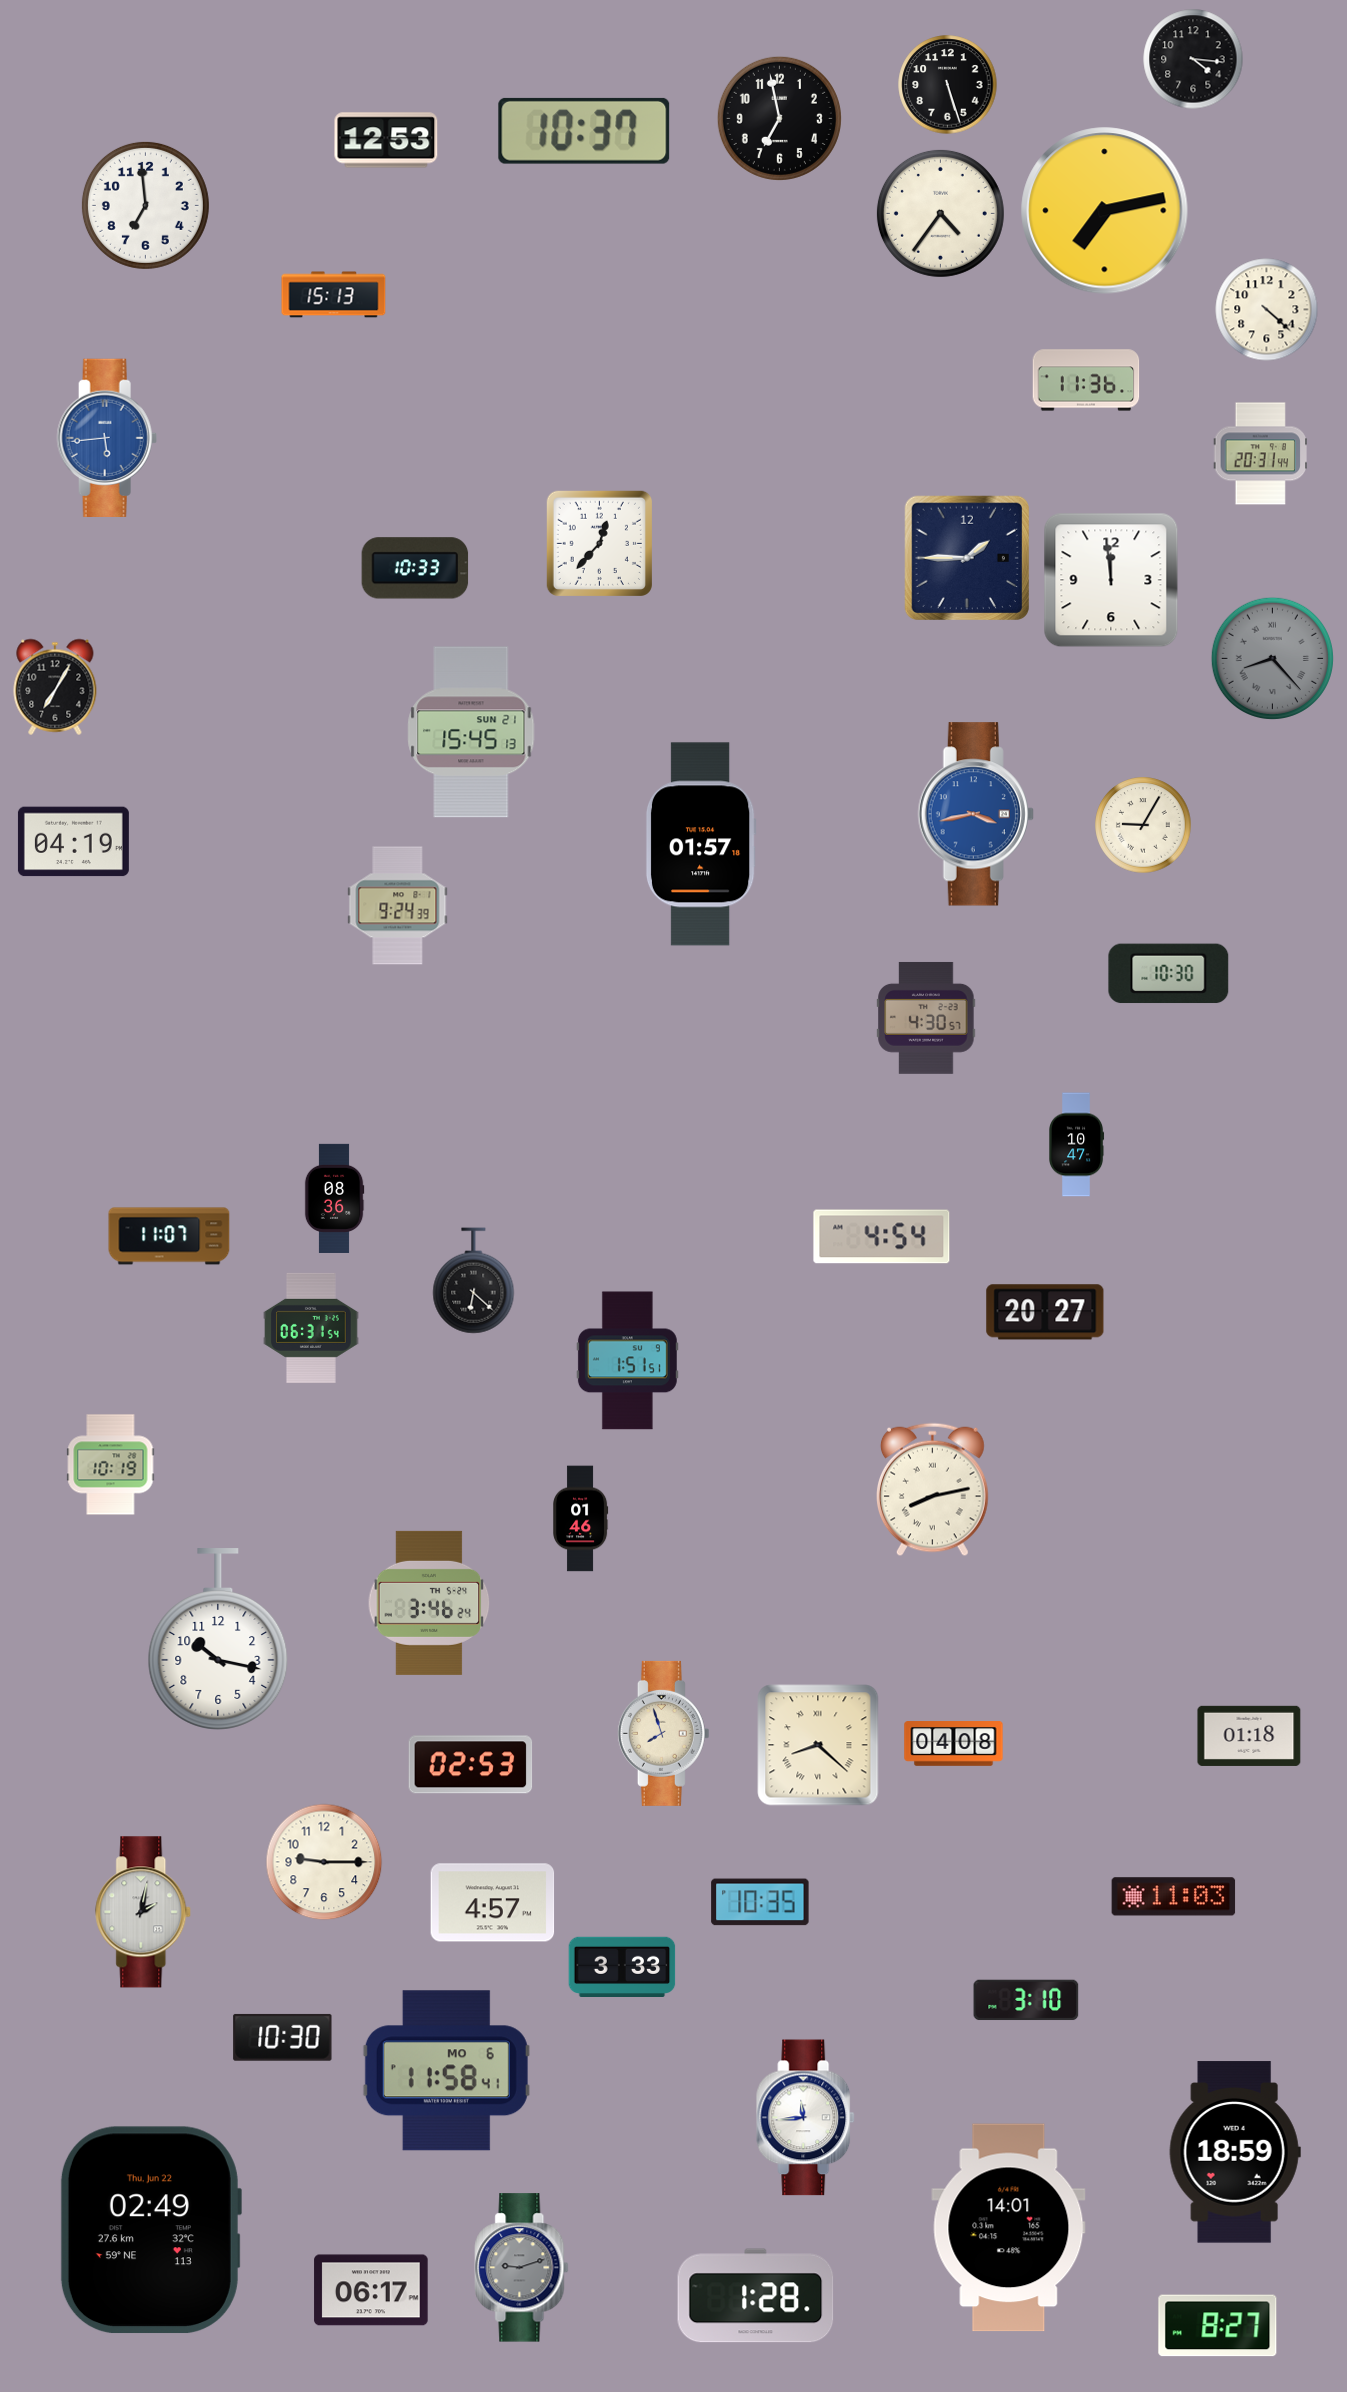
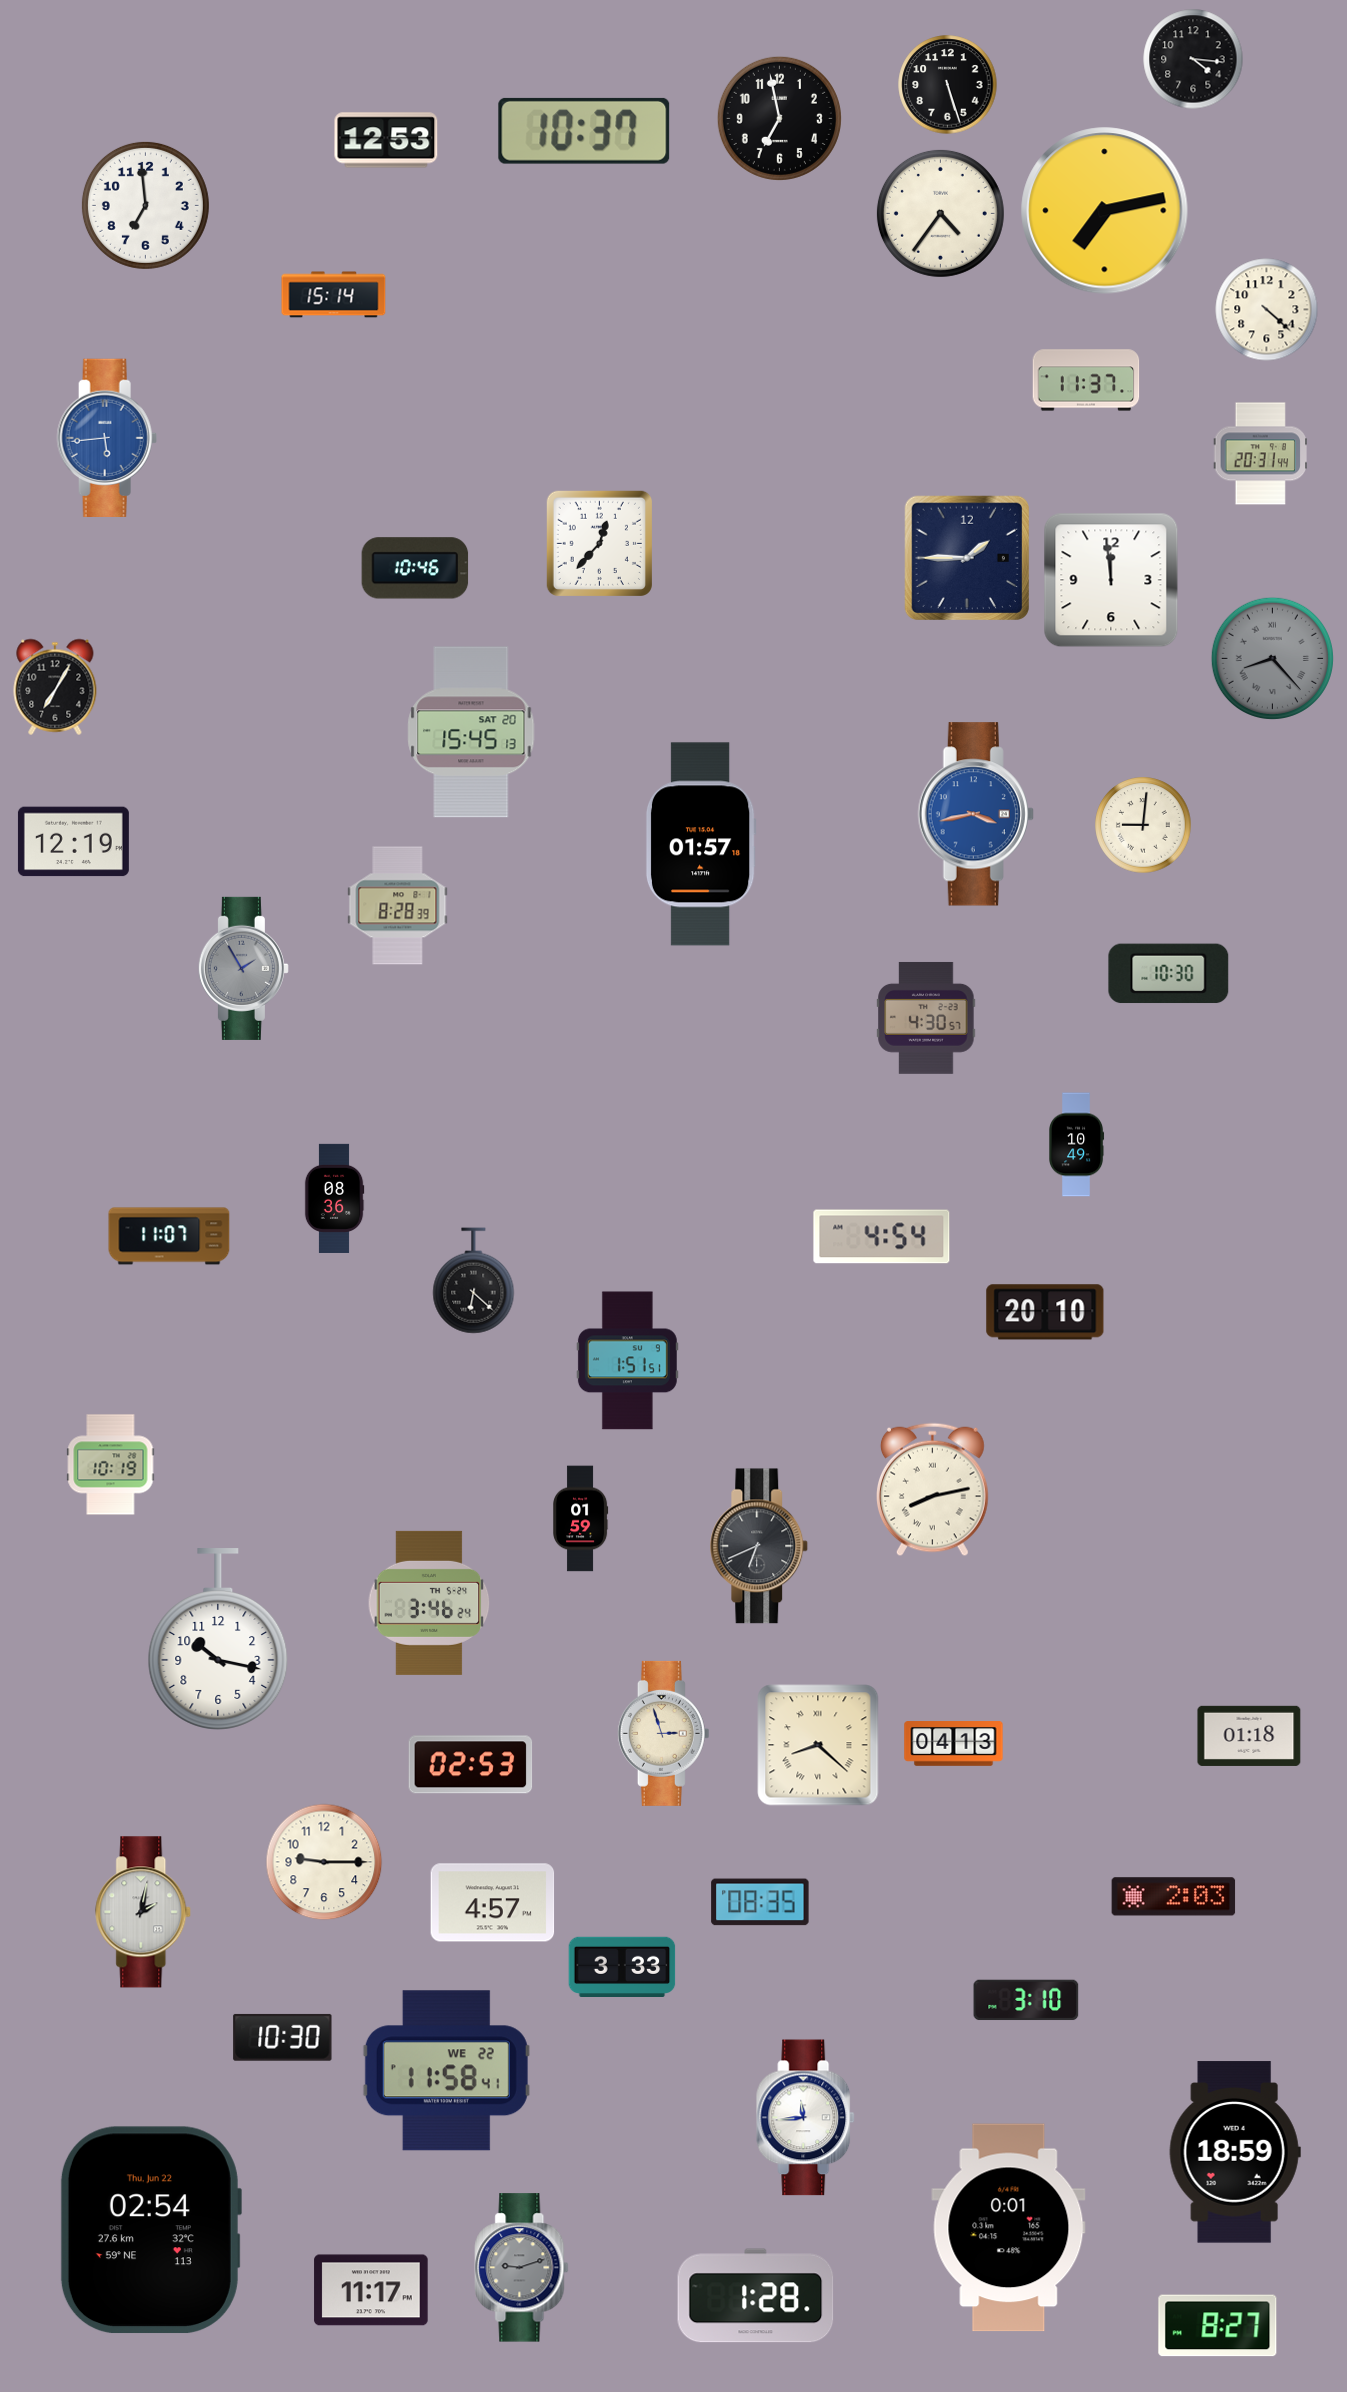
clock at (334, 295): 15:13 -> 15:14
clock at (1086, 380): 11:36 -> 11:37
clock at (415, 568): 10:33 -> 10:46
clock at (471, 732) date: SUN 21 -> SAT 20
clock at (1143, 825): 9:05 -> 9:01
clock at (73, 842): 04:19 -> 12:19
clock at (398, 906): 9:24 -> 8:28
clock at (243, 968): none -> 1:55
clock at (1077, 1145): 10:47 -> 10:49
clock at (1045, 1312): 20:27 -> 20:10
clock at (311, 1328): 06:31 -> none
clock at (581, 1519): 01:46 -> 01:59
clock at (759, 1546): none -> 6:41
clock at (663, 1733): 7:57 -> 2:57
clock at (954, 1744): 04:08 -> 04:13
clock at (1174, 1897): 11:03 -> 2:03
clock at (760, 1902): 10:35 -> 08:35
clock at (446, 2071) date: MO 6 -> WE 22
clock at (1009, 2228): 14:01 -> 0:01
clock at (150, 2230): 02:49 -> 02:54
clock at (371, 2290): 06:17 -> 11:17
